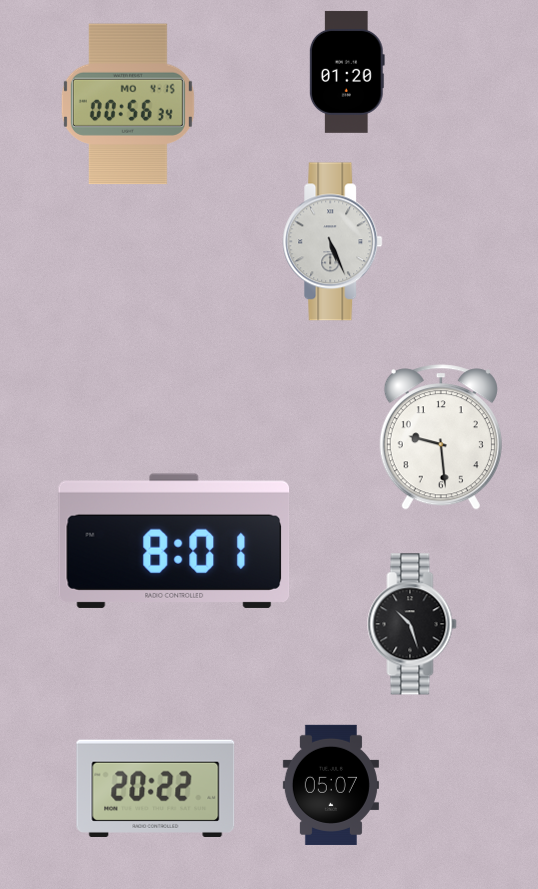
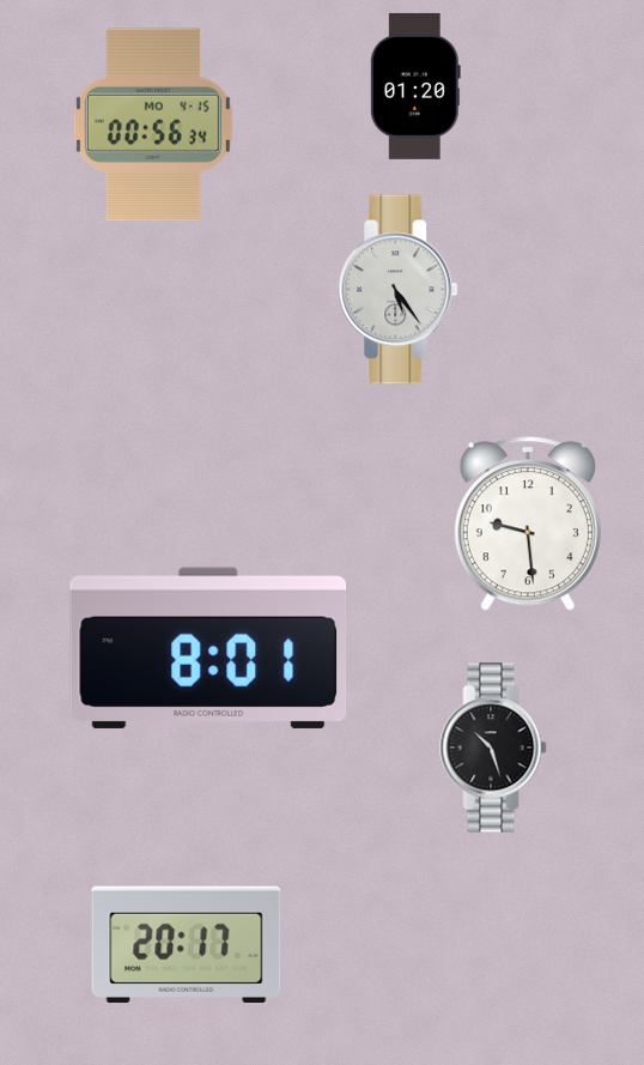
clock at (333, 242): 5:26 -> 5:24
clock at (331, 785): 05:07 -> none
clock at (156, 788): 20:22 -> 20:17
